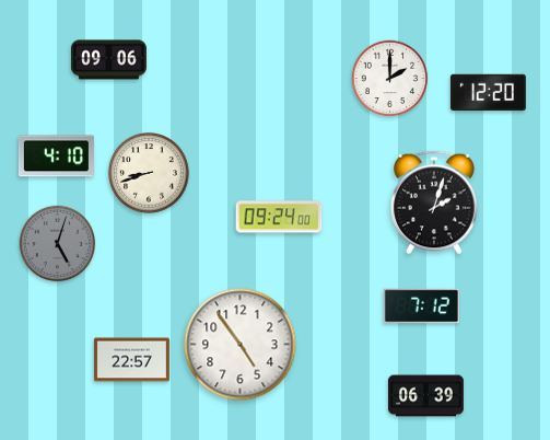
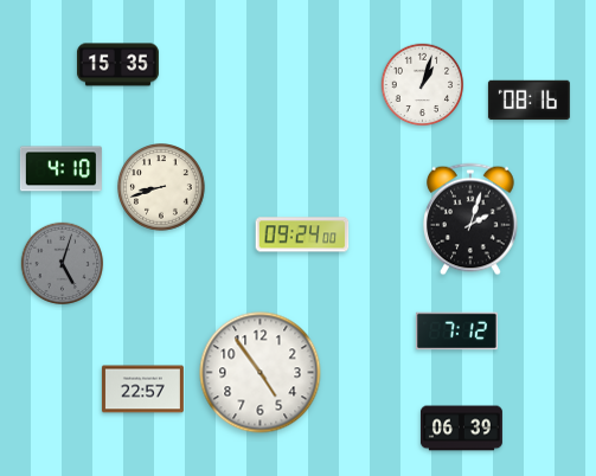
clock at (108, 60): 09:06 -> 15:35
clock at (390, 79): 2:00 -> 1:03
clock at (488, 93): 12:20 -> 08:16
